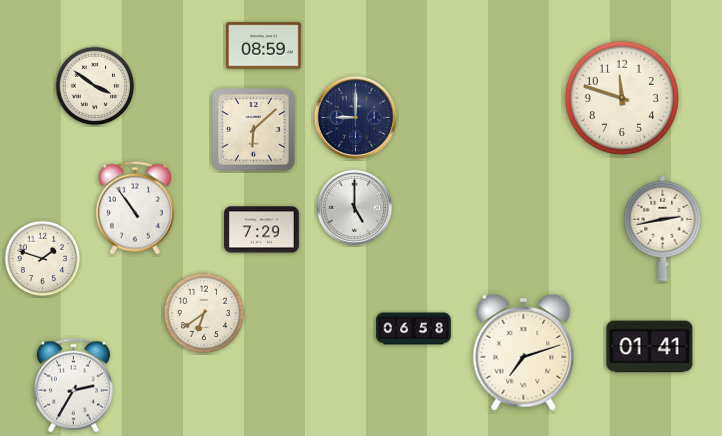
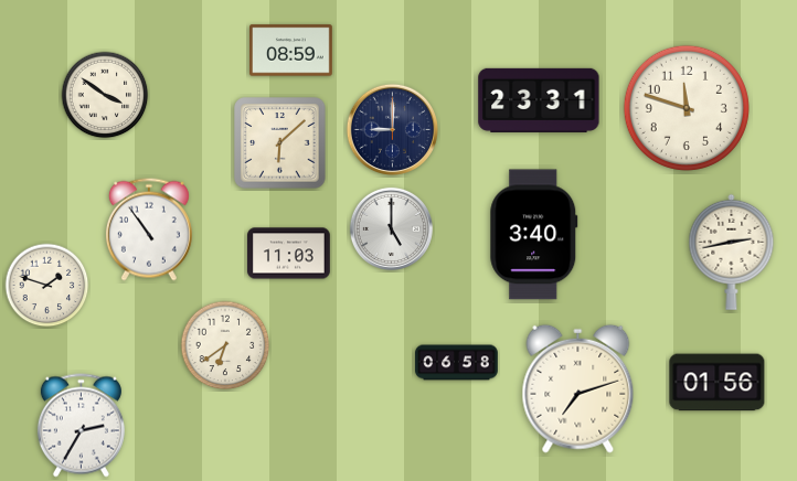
clock at (539, 100): none -> 23:31
clock at (534, 235): none -> 3:40
clock at (262, 230): 7:29 -> 11:03
clock at (650, 347): 01:41 -> 01:56
